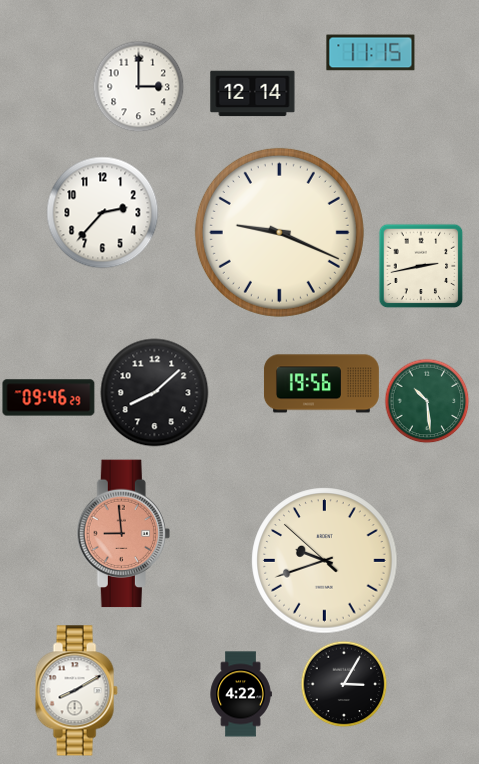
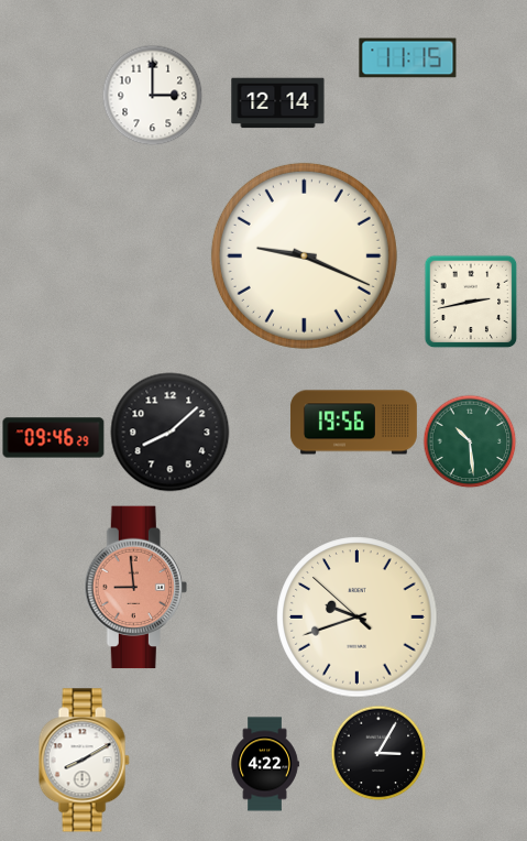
clock at (103, 213): 2:37 -> none
clock at (279, 232) position: (279, 232) -> (304, 255)
clock at (421, 266) position: (421, 266) -> (471, 302)
